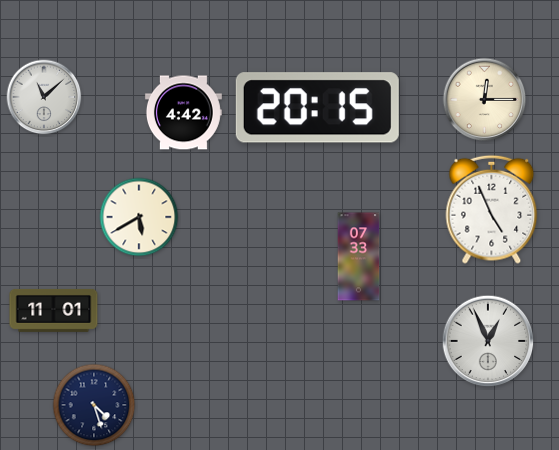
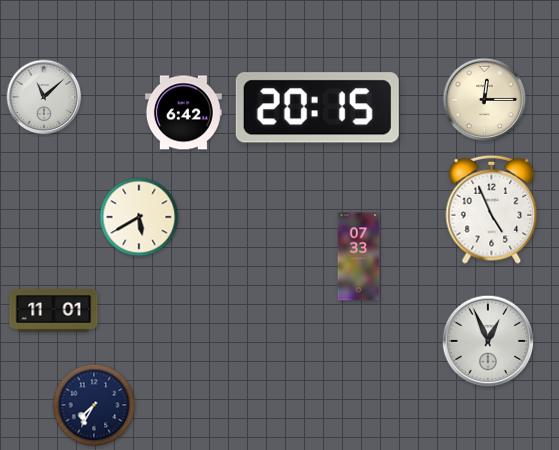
clock at (183, 113): 4:42 -> 6:42
clock at (94, 405): 4:27 -> 7:35
